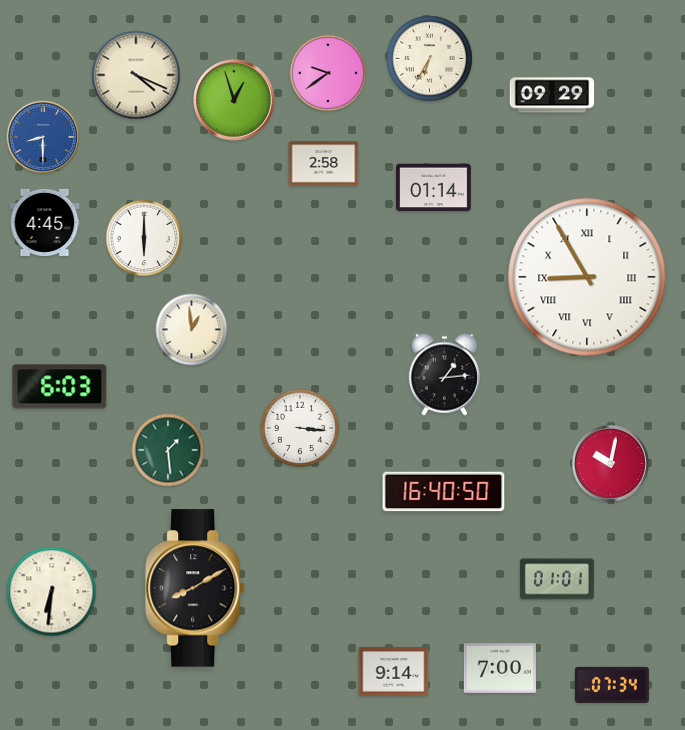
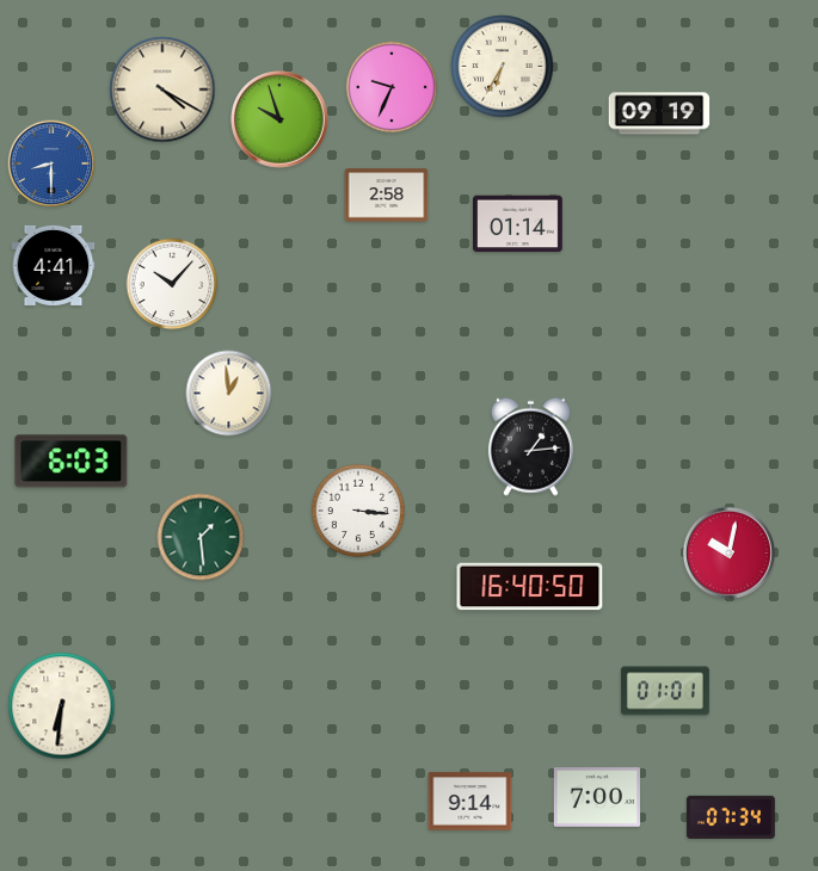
clock at (430, 59) position: (430, 59) -> (503, 67)
clock at (328, 73): 9:39 -> 9:34
clock at (136, 75): 4:19 -> 4:20
clock at (552, 95): 09:29 -> 09:19
clock at (234, 100): 12:57 -> 9:57
clock at (45, 222): 4:45 -> 4:41
clock at (144, 238): 6:00 -> 10:07
clock at (587, 277): 8:55 -> none
clock at (196, 588): 8:10 -> none
